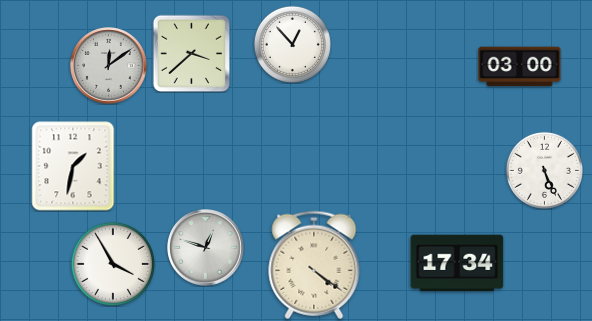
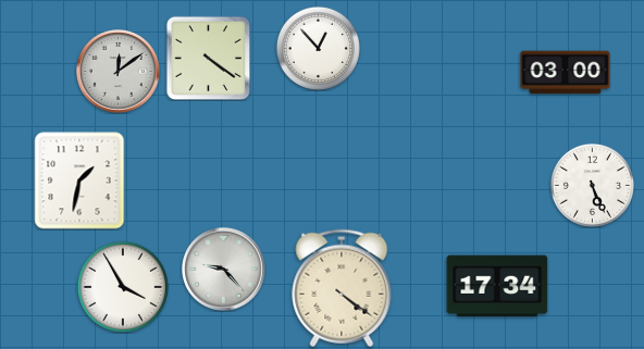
clock at (191, 53): 3:38 -> 4:21
clock at (206, 248): 12:48 -> 9:23
